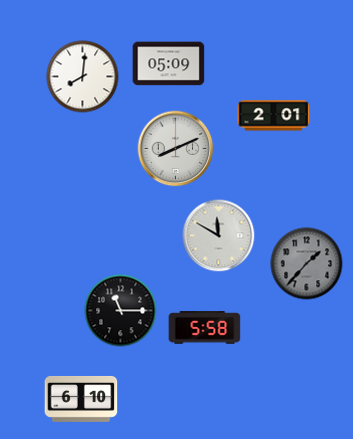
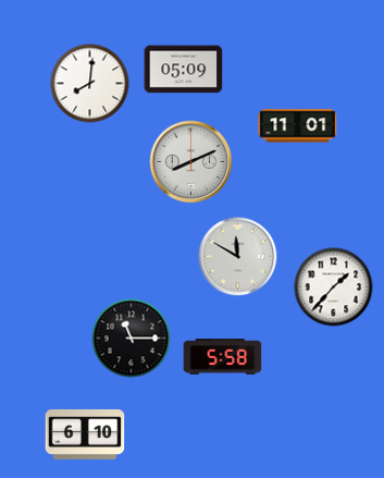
clock at (274, 116): 2:01 -> 11:01
clock at (307, 264) dial: grey -> white
clock at (81, 399) position: (81, 399) -> (85, 434)
